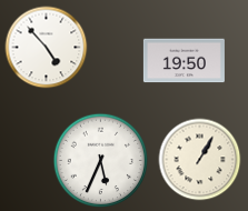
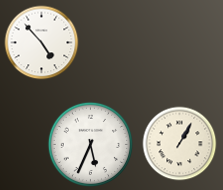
clock at (183, 61): 19:50 -> none
